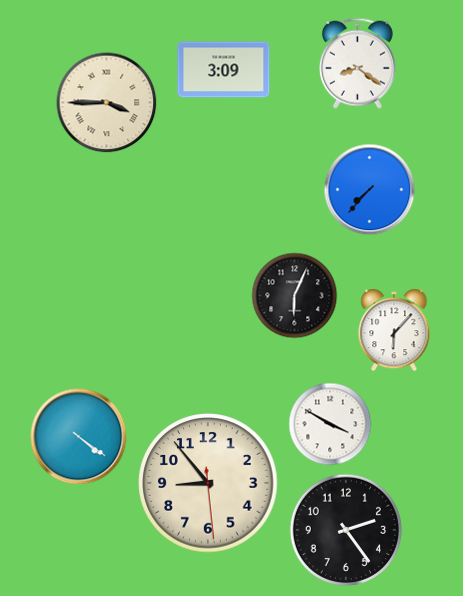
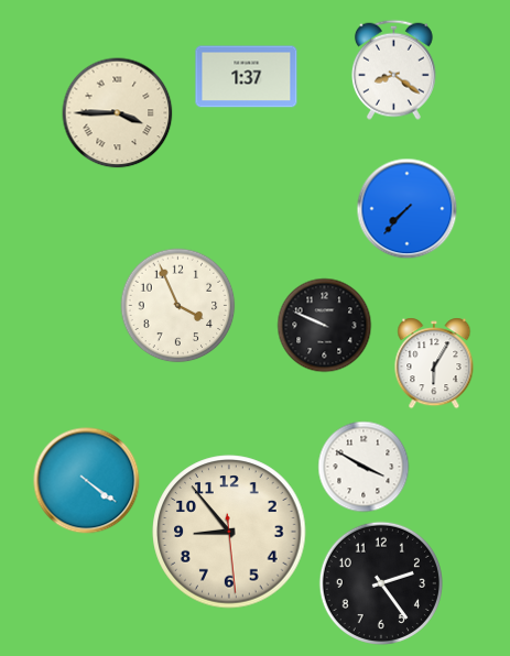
clock at (224, 70): 3:09 -> 1:37
clock at (178, 306): none -> 3:56
clock at (295, 296): 6:04 -> 9:49
clock at (394, 330): 6:07 -> 6:05
